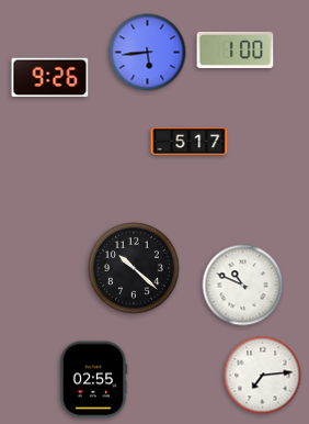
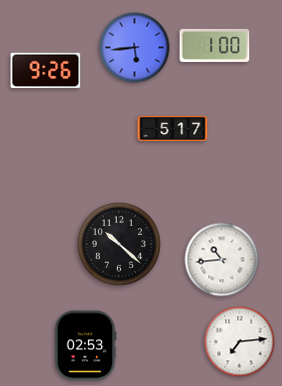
clock at (134, 268) position: (134, 268) -> (119, 244)
clock at (243, 286): 10:49 -> 10:44
clock at (93, 380): 02:55 -> 02:53
